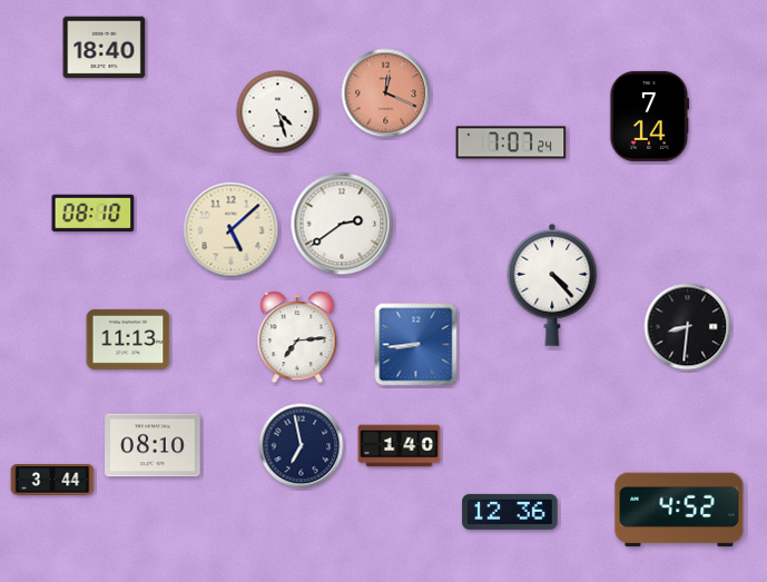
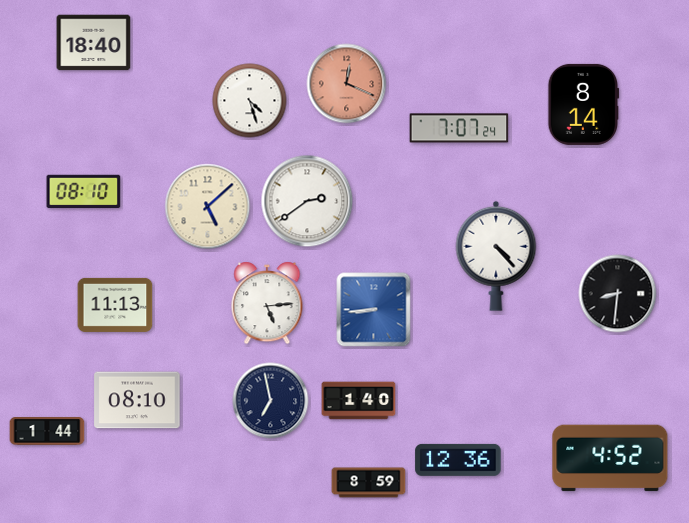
clock at (650, 116): 7:14 -> 8:14
clock at (297, 337): 7:14 -> 5:14
clock at (52, 480): 3:44 -> 1:44
clock at (369, 483): none -> 8:59
